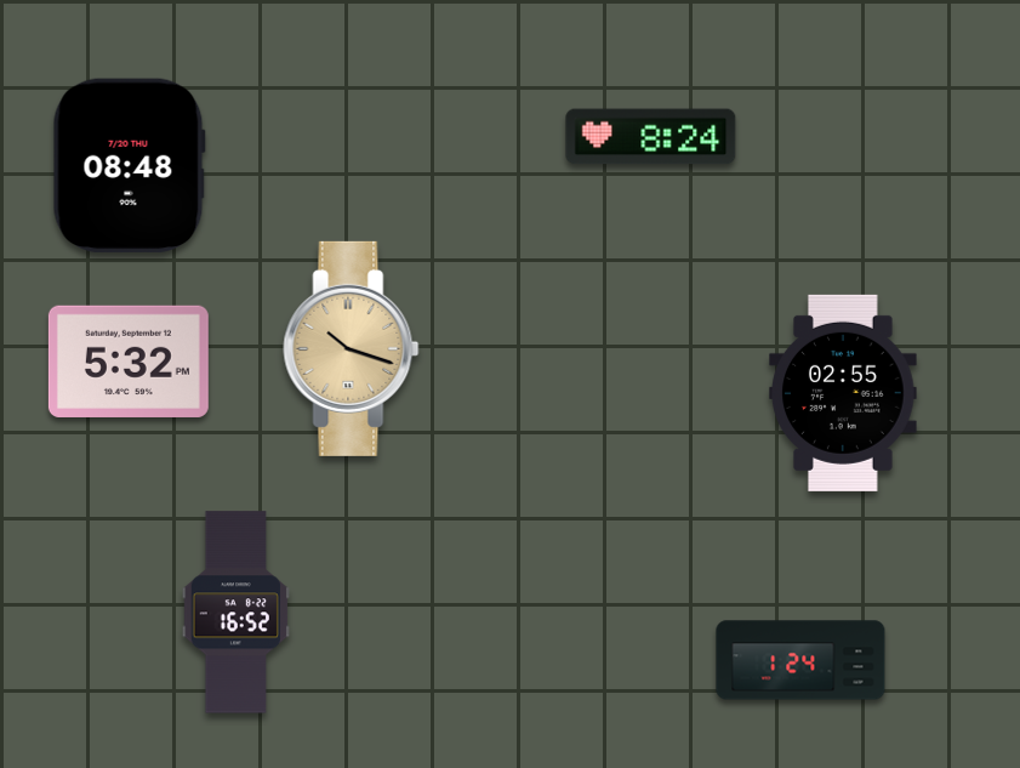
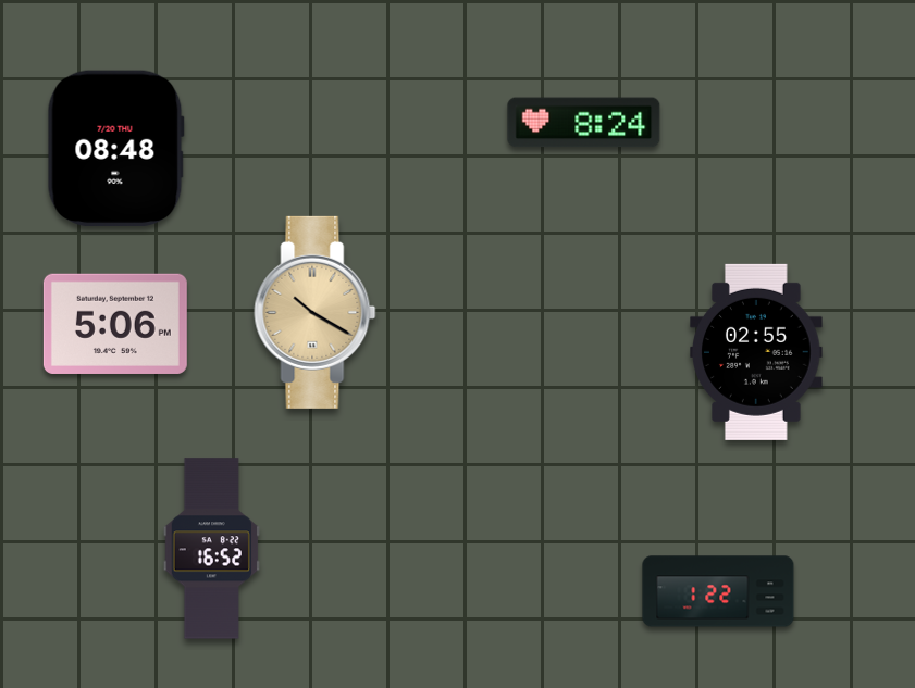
clock at (352, 348): 10:18 -> 10:20
clock at (129, 362): 5:32 -> 5:06
clock at (800, 660): 1:24 -> 1:22
